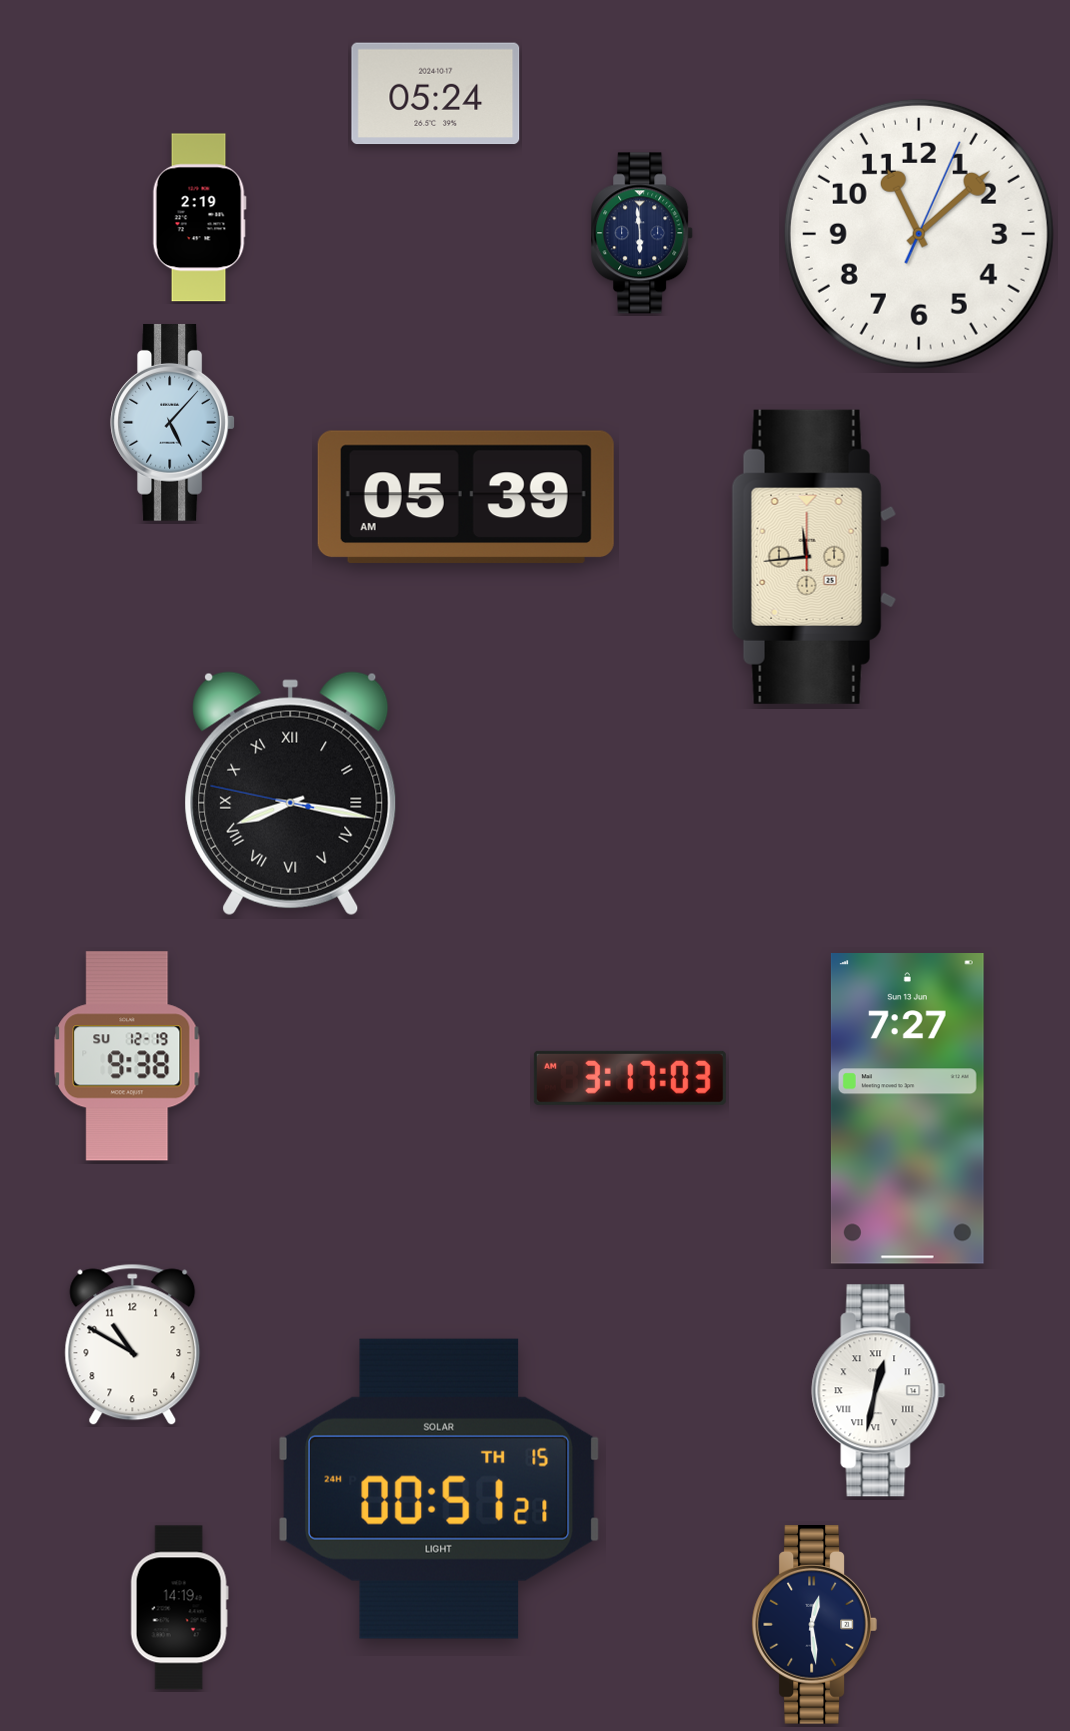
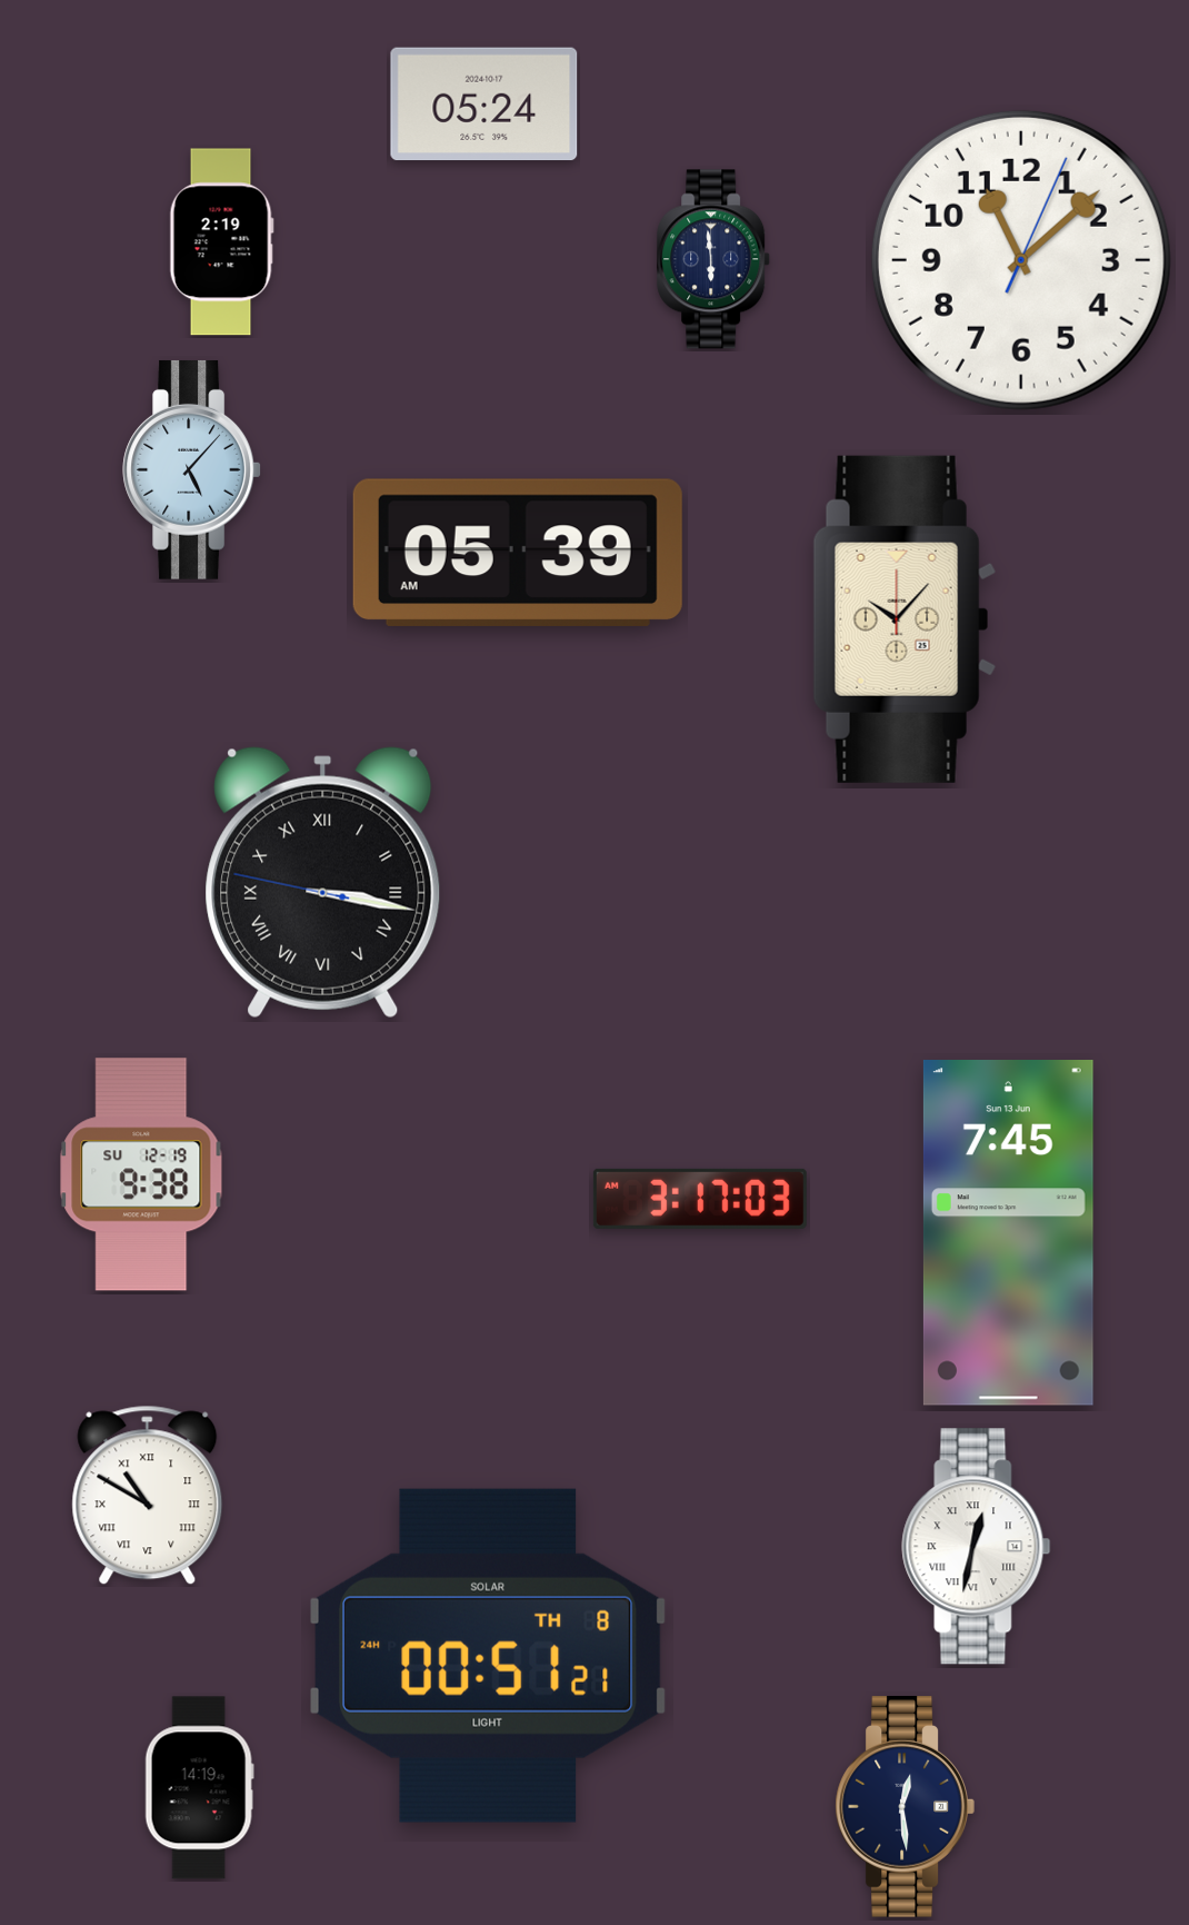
clock at (814, 557): 11:44 -> 10:07
clock at (291, 794): 8:16 -> 3:16
clock at (907, 1109): 7:27 -> 7:45
clock at (133, 1345) numerals: Arabic -> Roman
clock at (439, 1489) date: TH 15 -> TH 8
